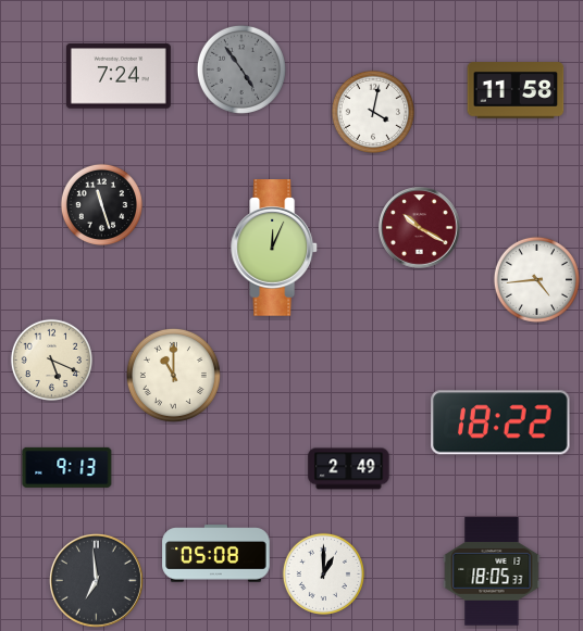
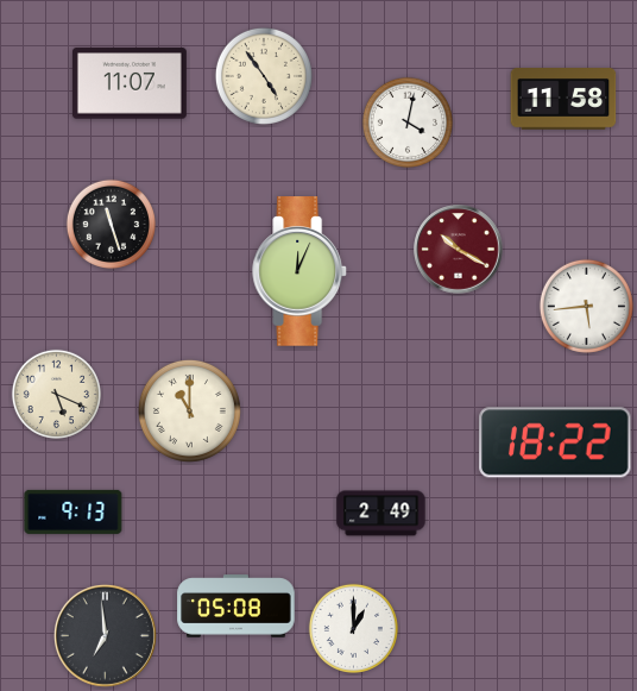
clock at (241, 70) dial: grey -> cream
clock at (119, 76): 7:24 -> 11:07
clock at (536, 279): 4:44 -> 5:44
clock at (500, 422) position: (500, 422) -> (555, 442)
clock at (492, 571): 18:05 -> none
